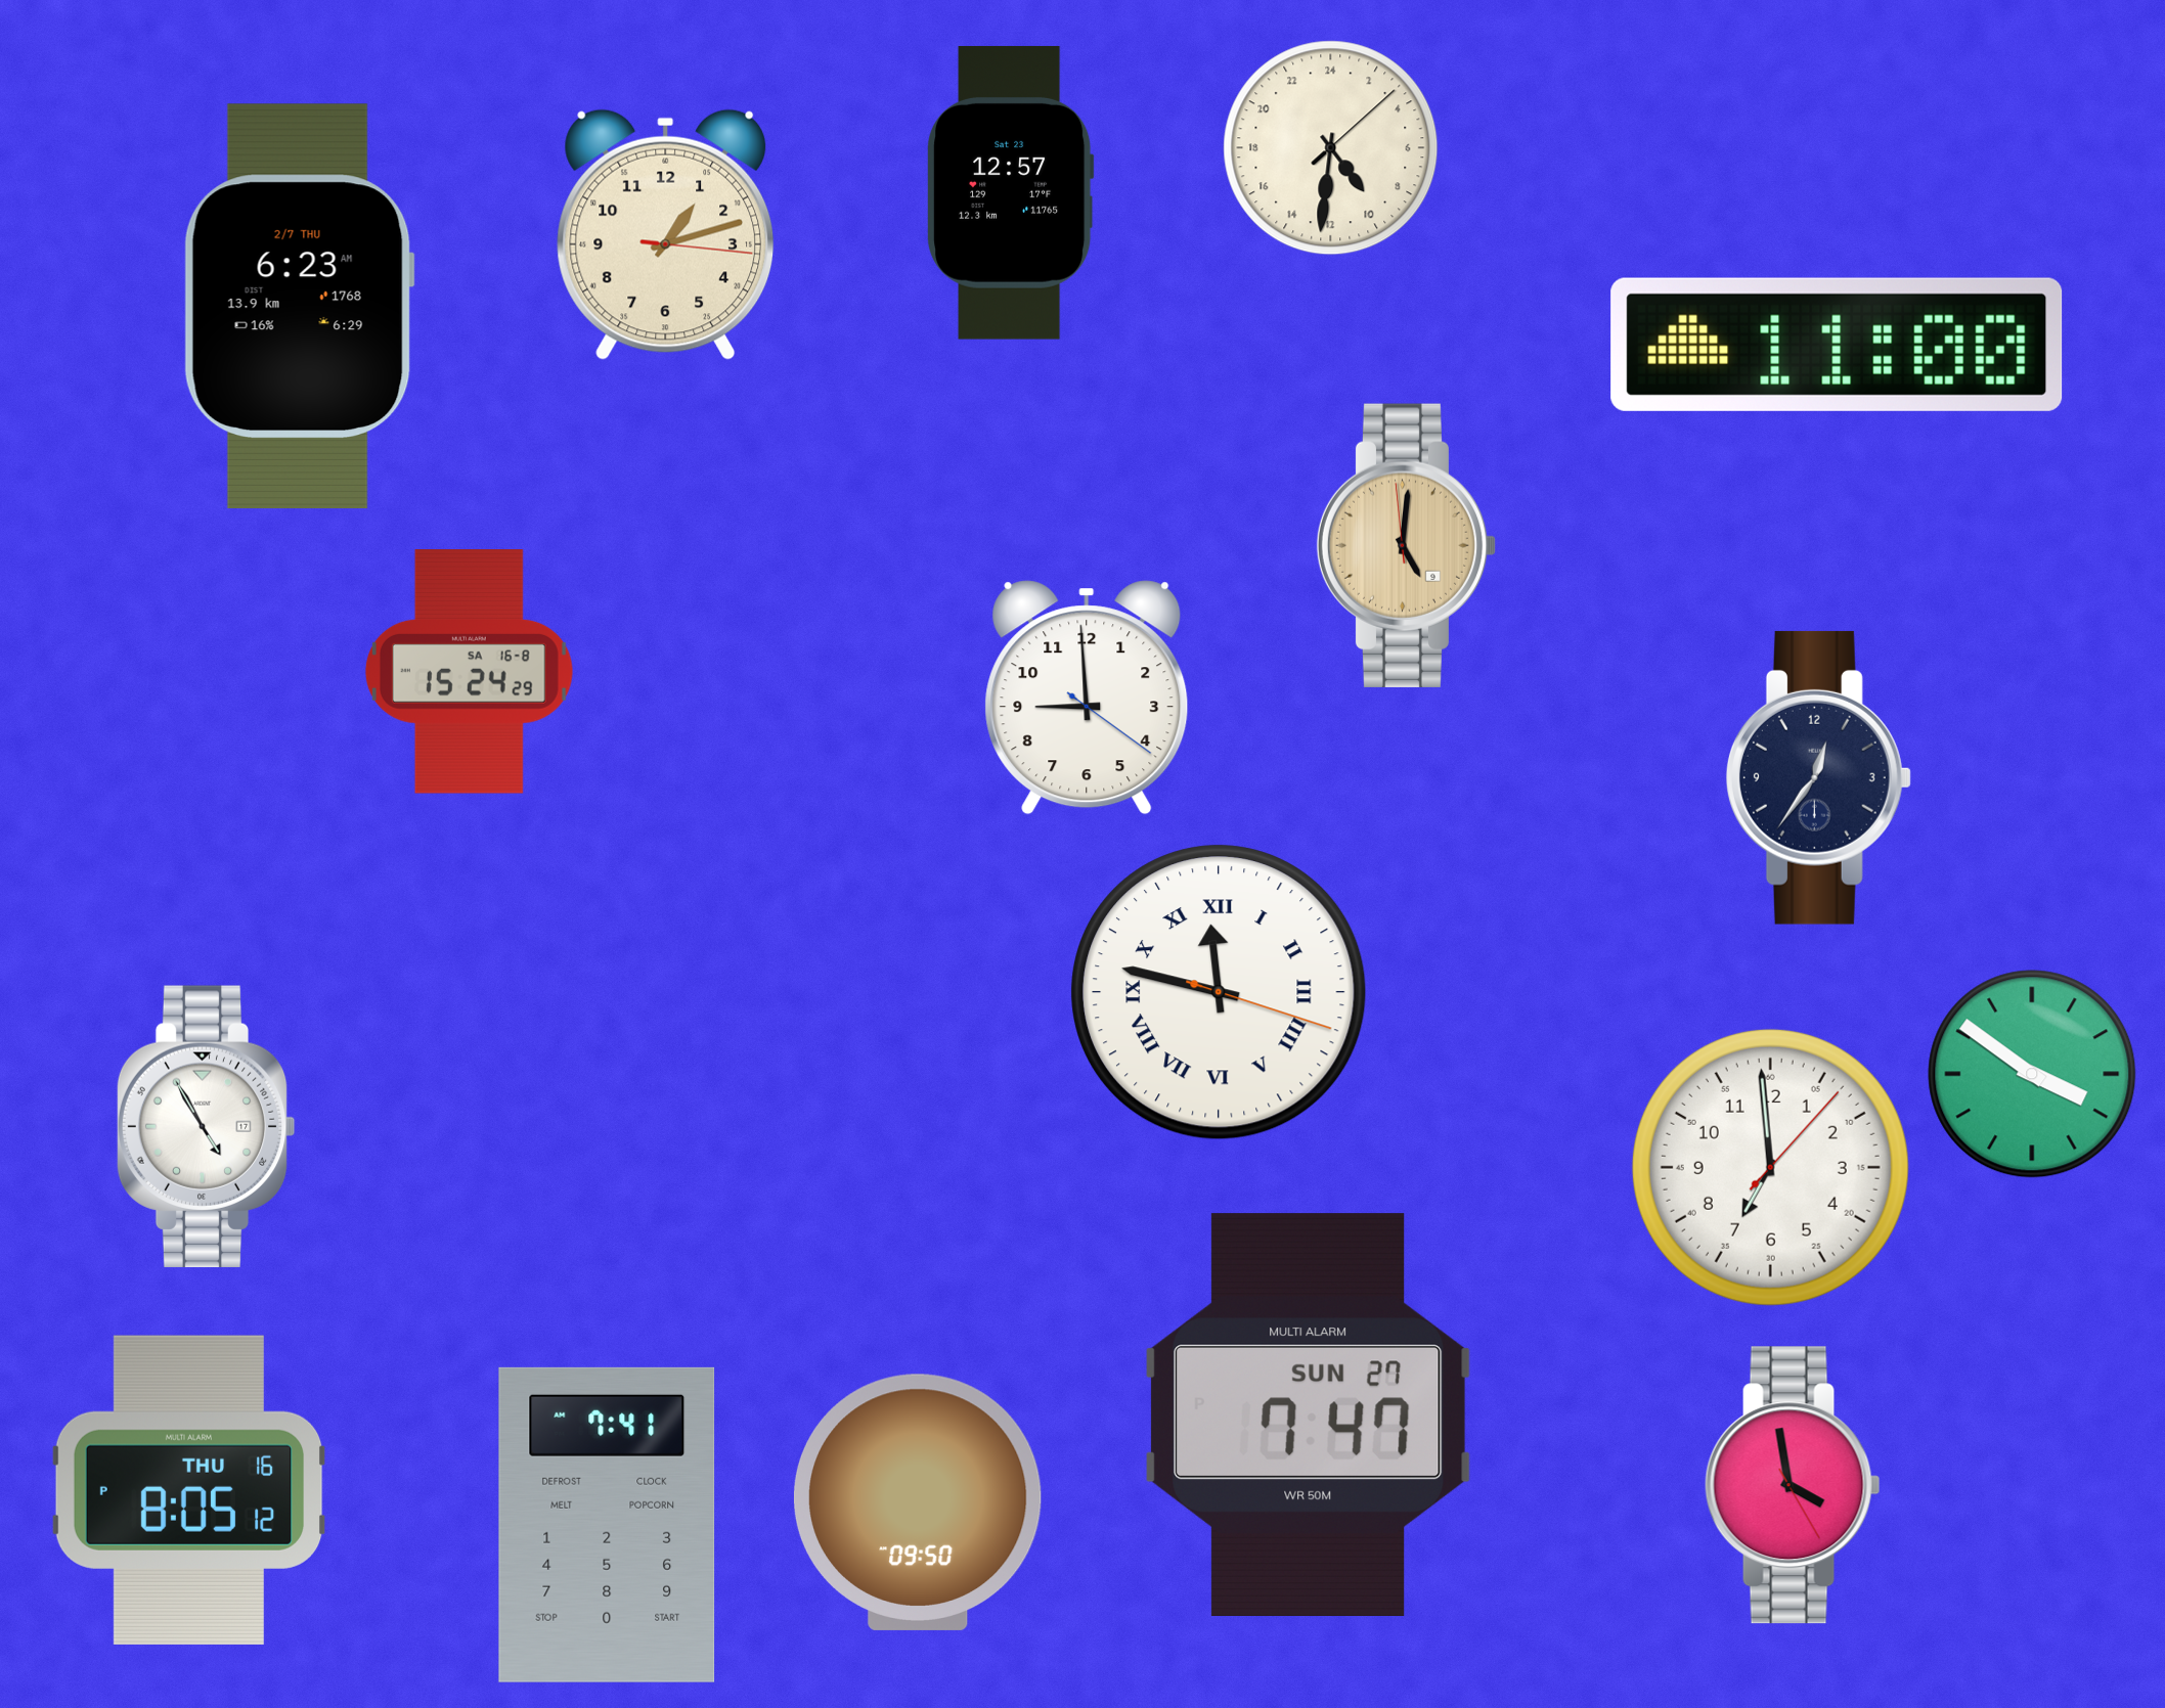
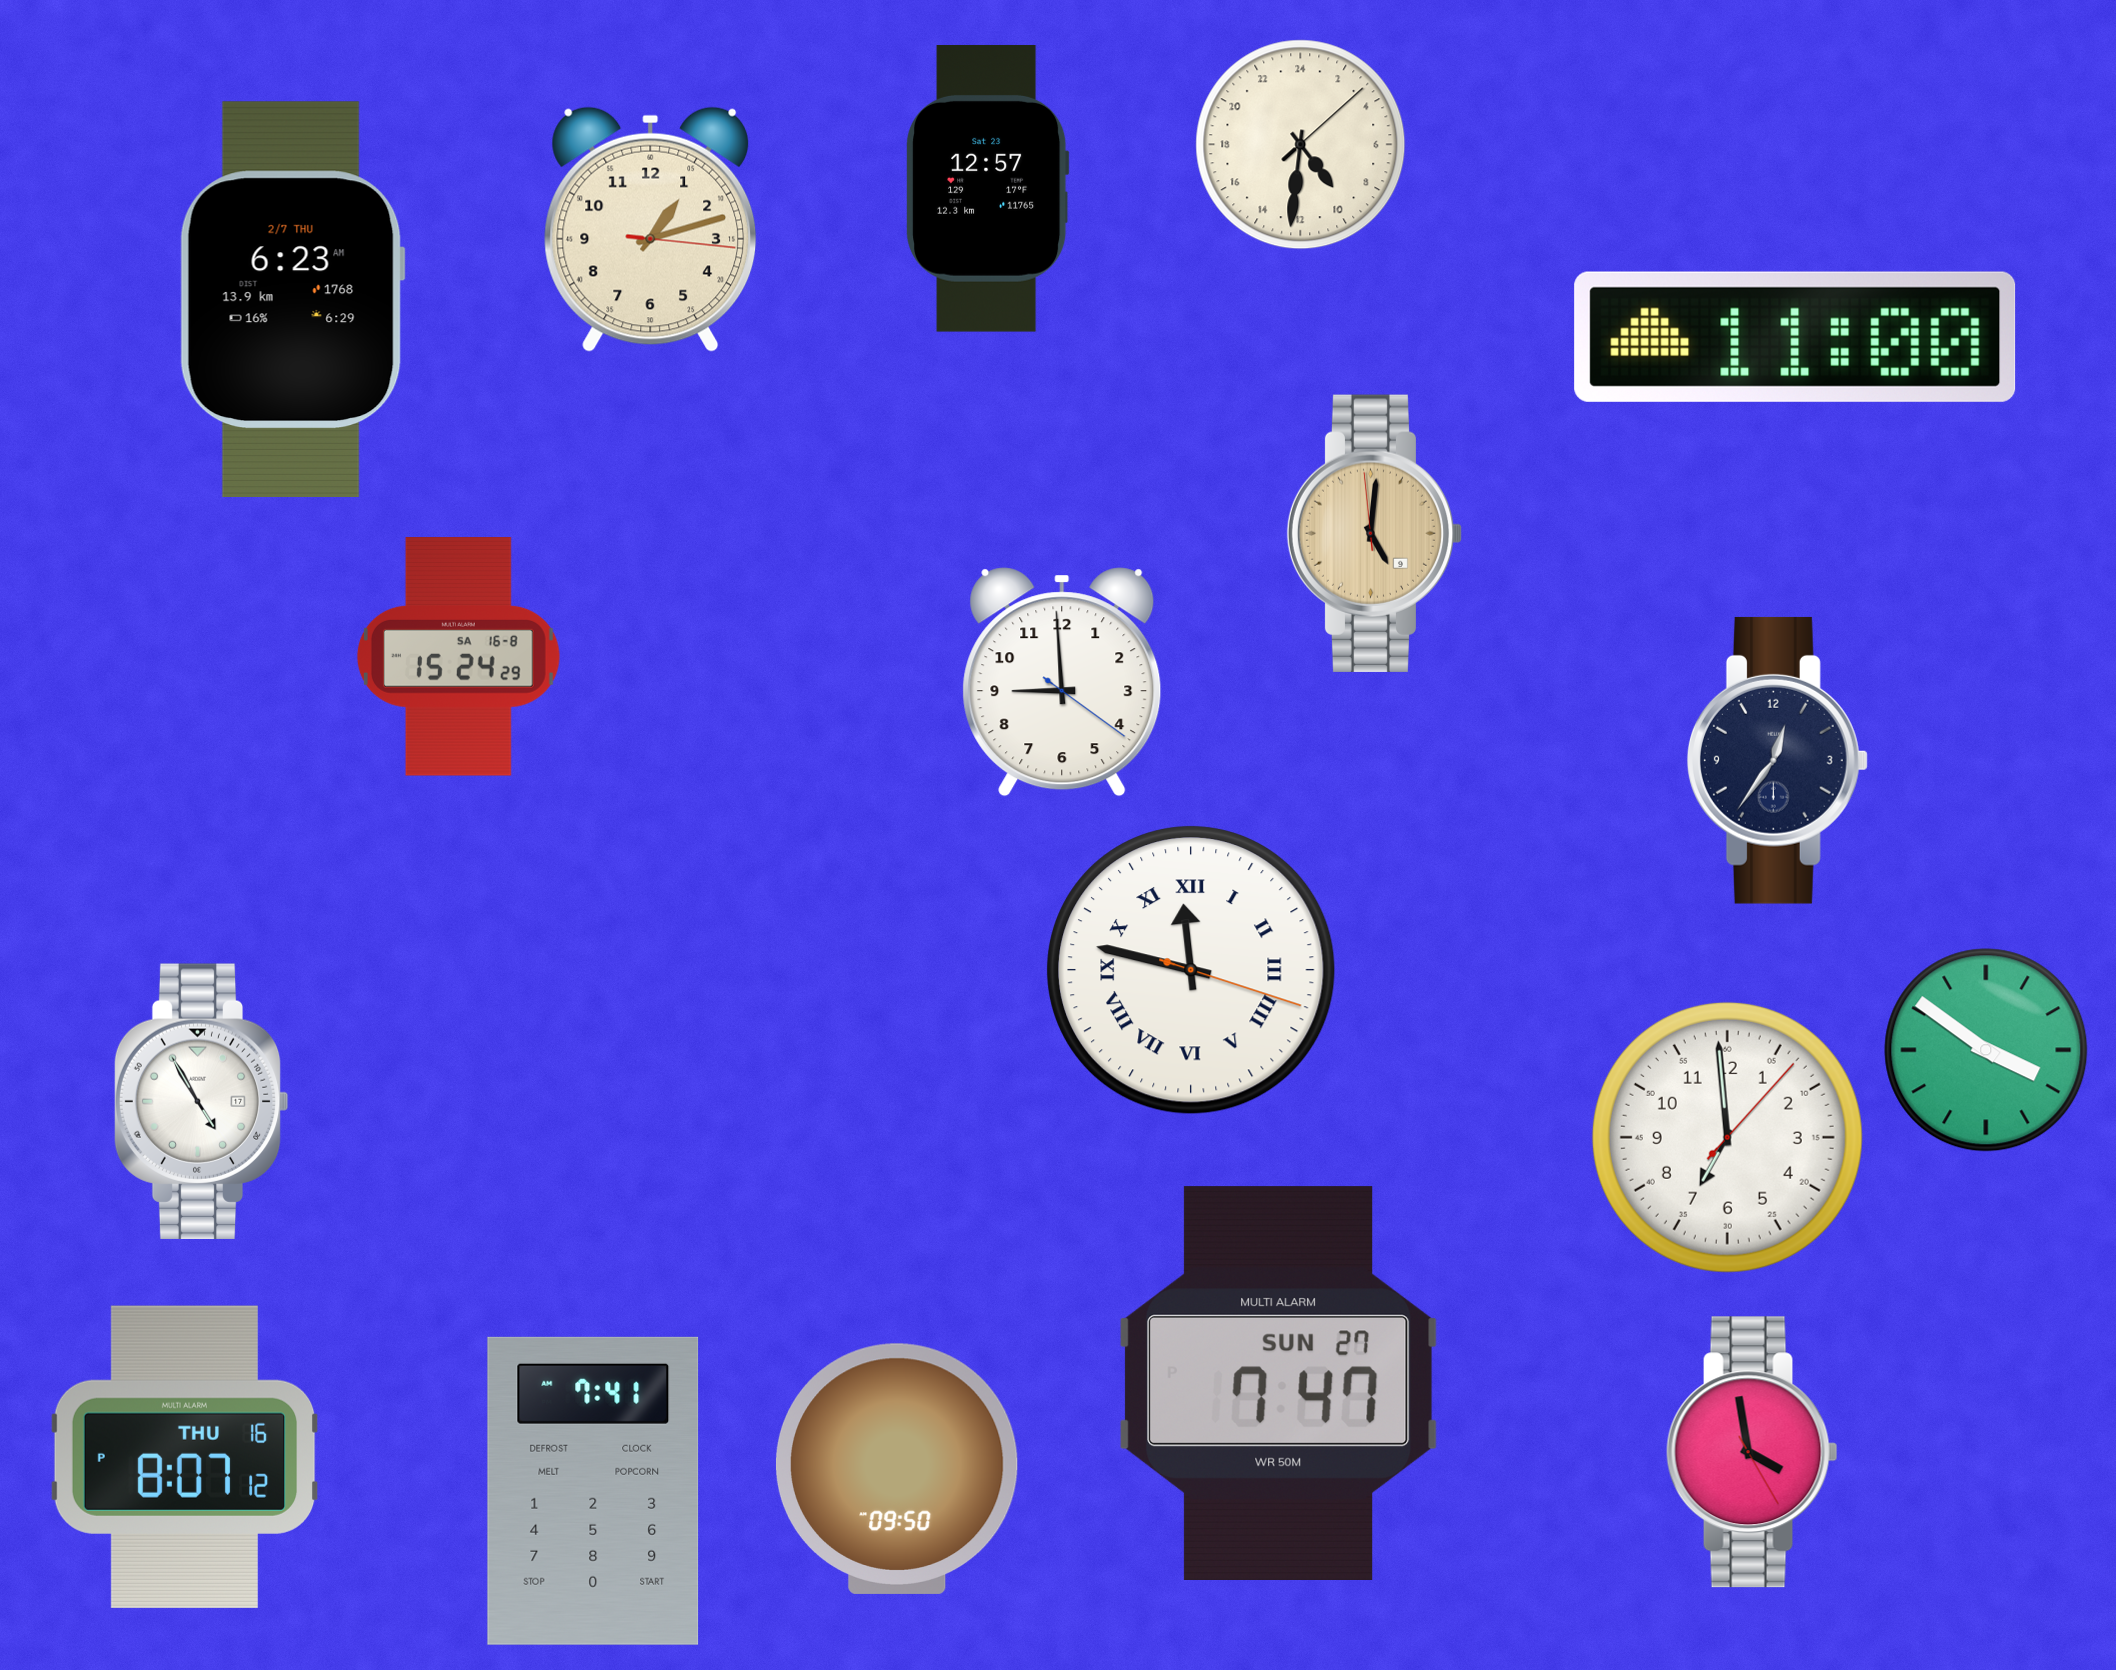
clock at (1770, 1167) position: (1770, 1167) -> (1727, 1137)
clock at (189, 1490): 8:05 -> 8:07
